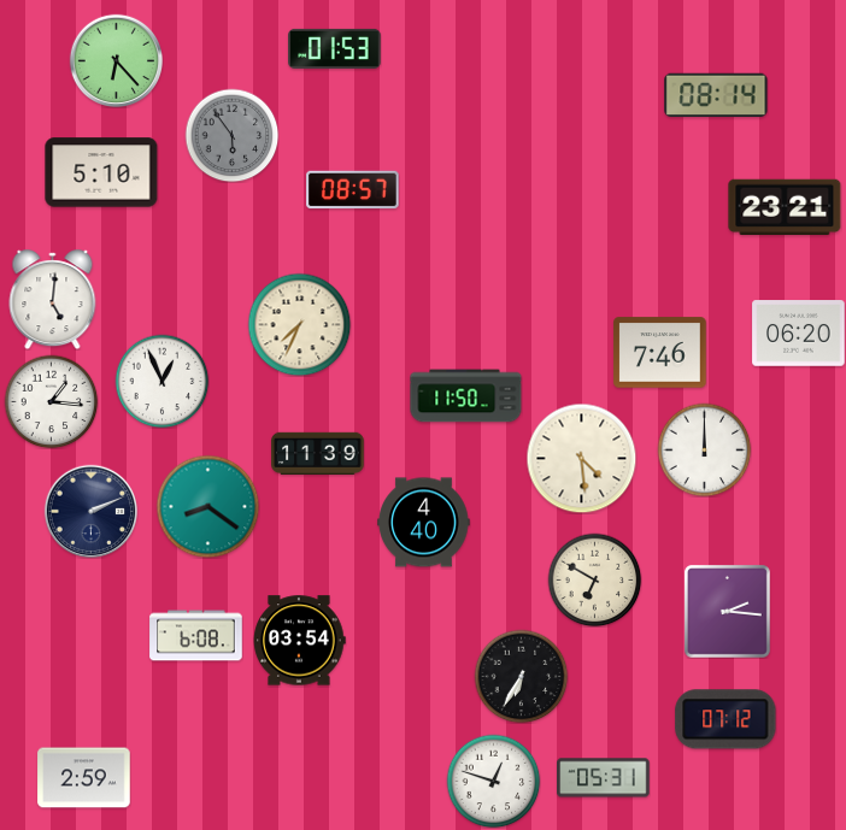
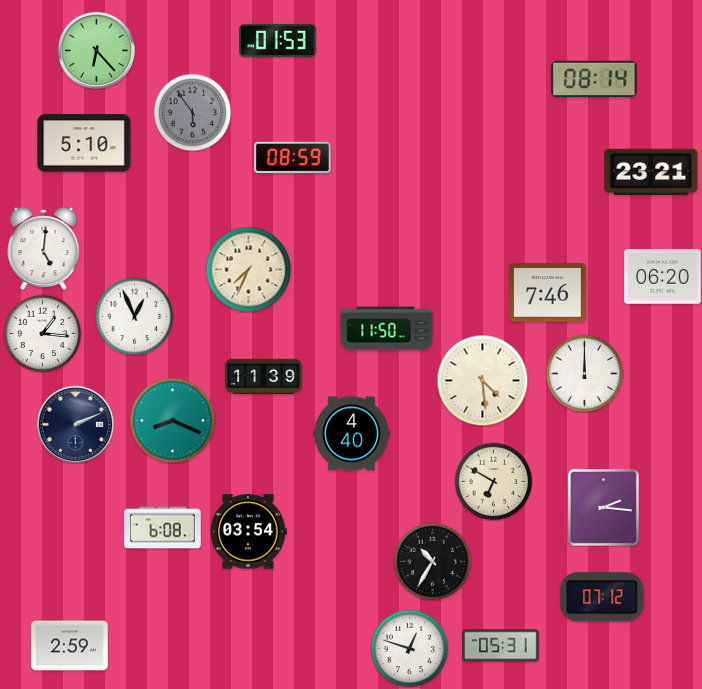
clock at (353, 190): 08:57 -> 08:59
clock at (207, 506): 8:21 -> 8:19
clock at (521, 676): 6:35 -> 10:35
